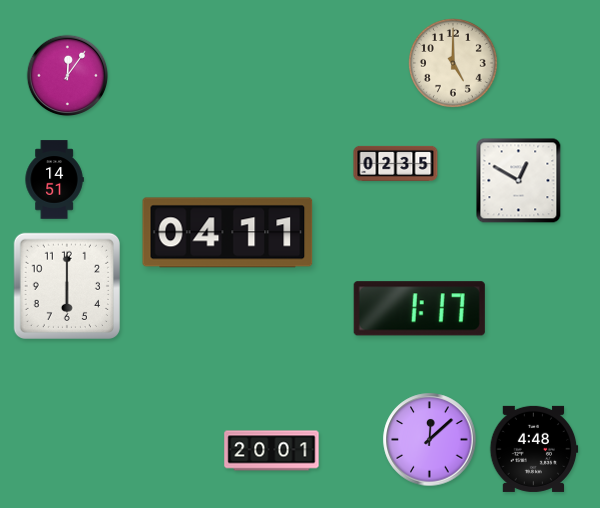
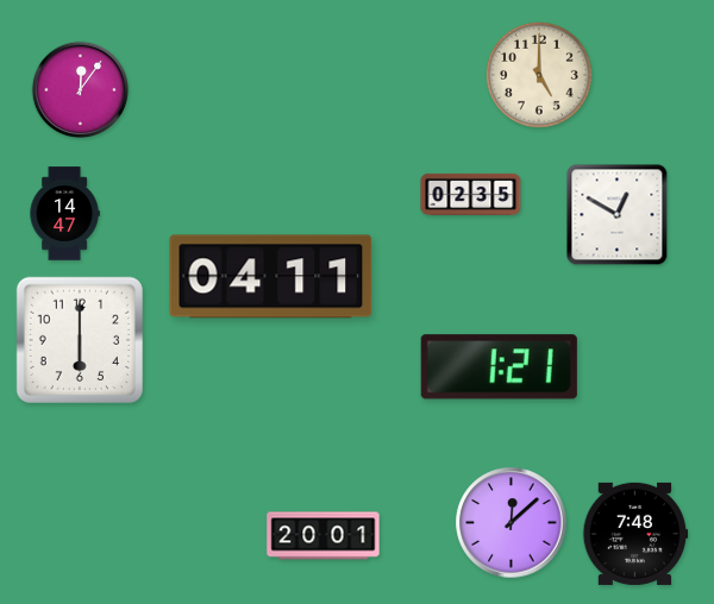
clock at (54, 180): 14:51 -> 14:47
clock at (419, 309): 1:17 -> 1:21
clock at (534, 449): 4:48 -> 7:48
